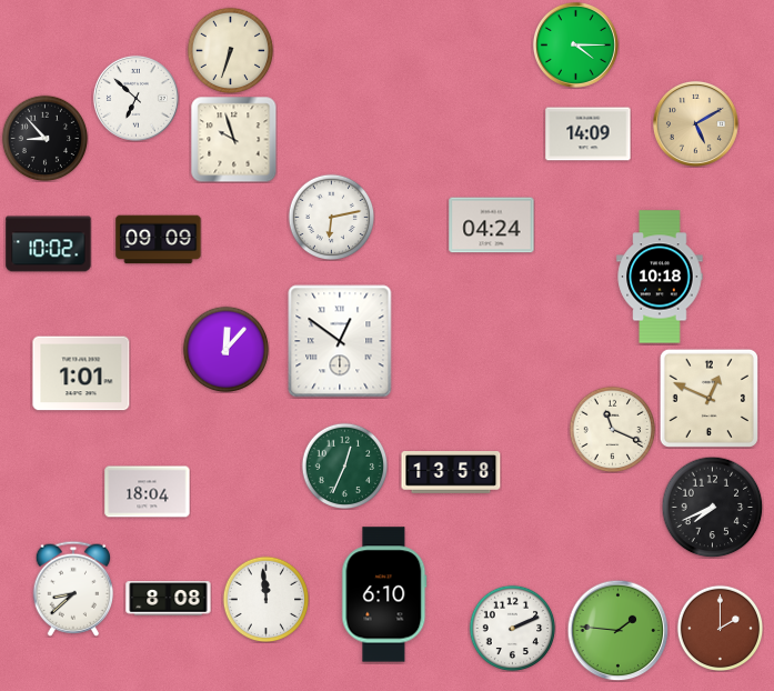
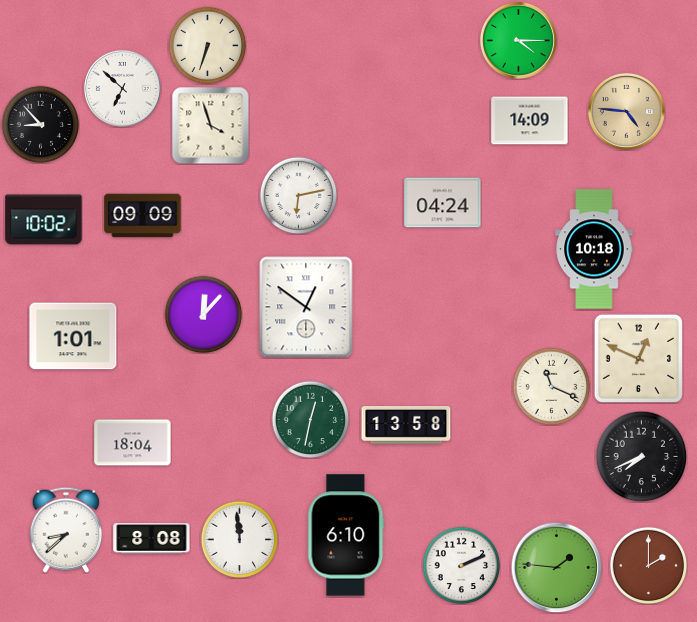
clock at (695, 123): 5:10 -> 4:46
clock at (233, 139): 9:57 -> 3:57
clock at (344, 465): 12:34 -> 12:32
